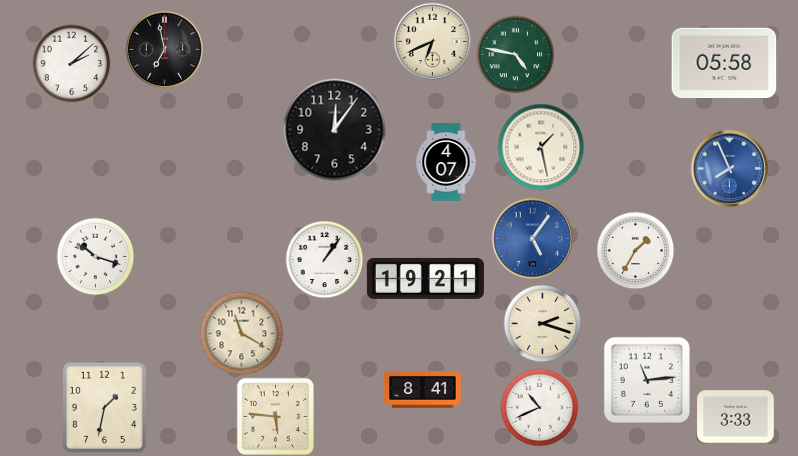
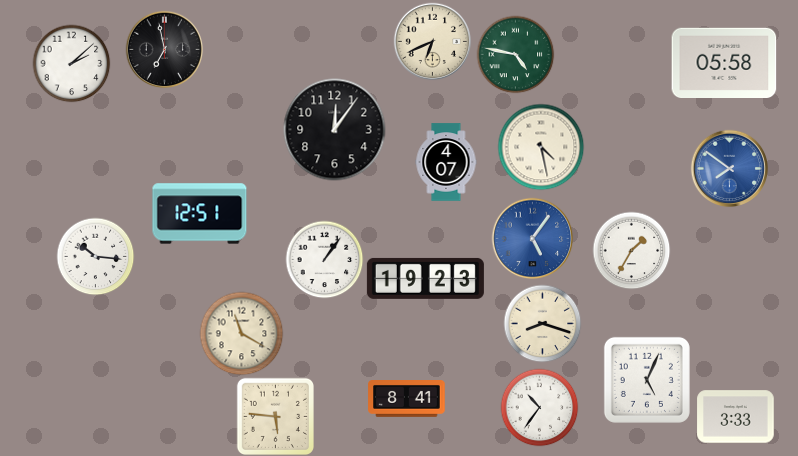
clock at (541, 147): 1:28 -> 4:28
clock at (729, 168): 7:56 -> 7:51
clock at (200, 214): none -> 12:51
clock at (635, 250) position: (635, 250) -> (631, 250)
clock at (95, 256): 10:18 -> 10:16
clock at (425, 278): 19:21 -> 19:23
clock at (542, 323): 2:18 -> 8:18
clock at (647, 380): 11:14 -> 5:04
clock at (423, 390) position: (423, 390) -> (407, 399)
clock at (104, 407): 1:32 -> none
clock at (539, 407): 10:41 -> 10:36
